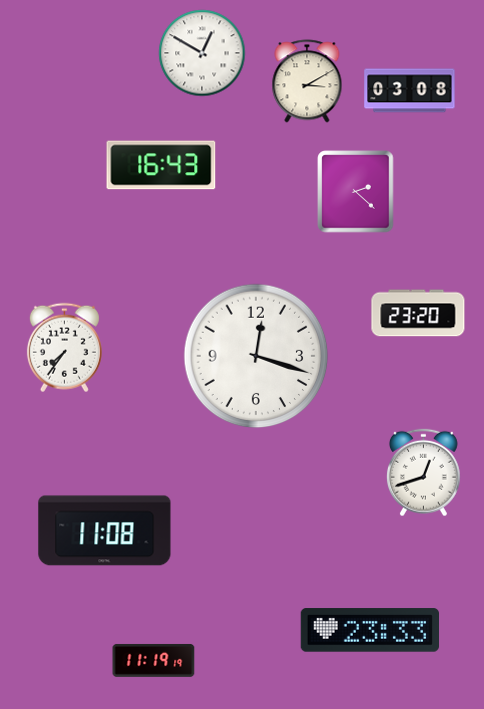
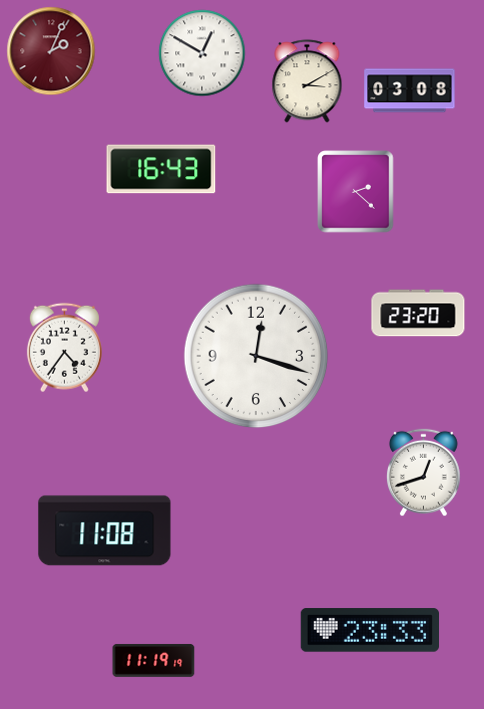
clock at (51, 51): none -> 2:04
clock at (161, 165) position: (161, 165) -> (161, 169)
clock at (64, 348): 7:36 -> 4:36
